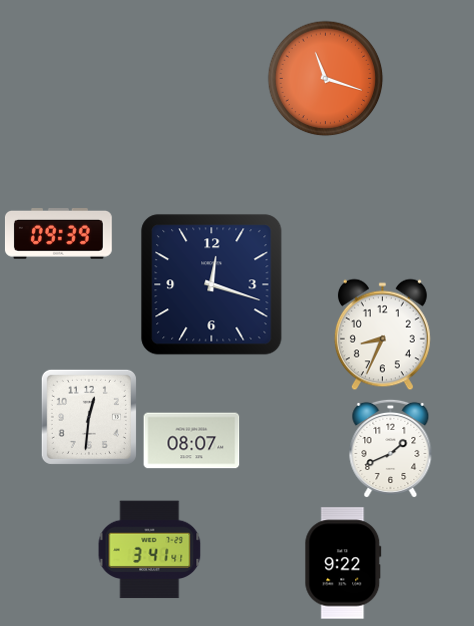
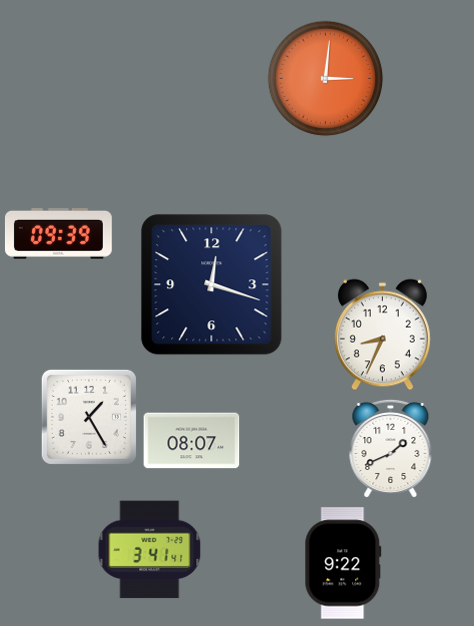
clock at (326, 79): 11:18 -> 3:01
clock at (89, 417): 12:31 -> 1:25
